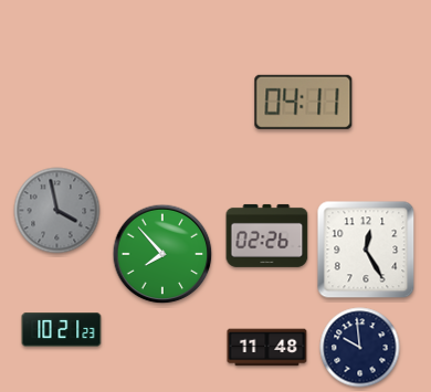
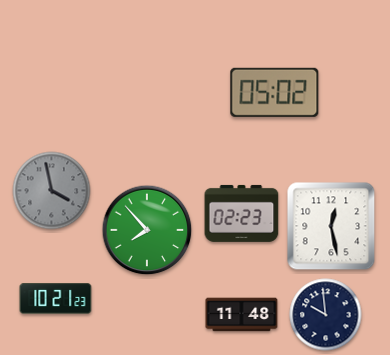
clock at (304, 102): 04:11 -> 05:02
clock at (267, 235): 02:26 -> 02:23
clock at (366, 250): 12:25 -> 12:28
